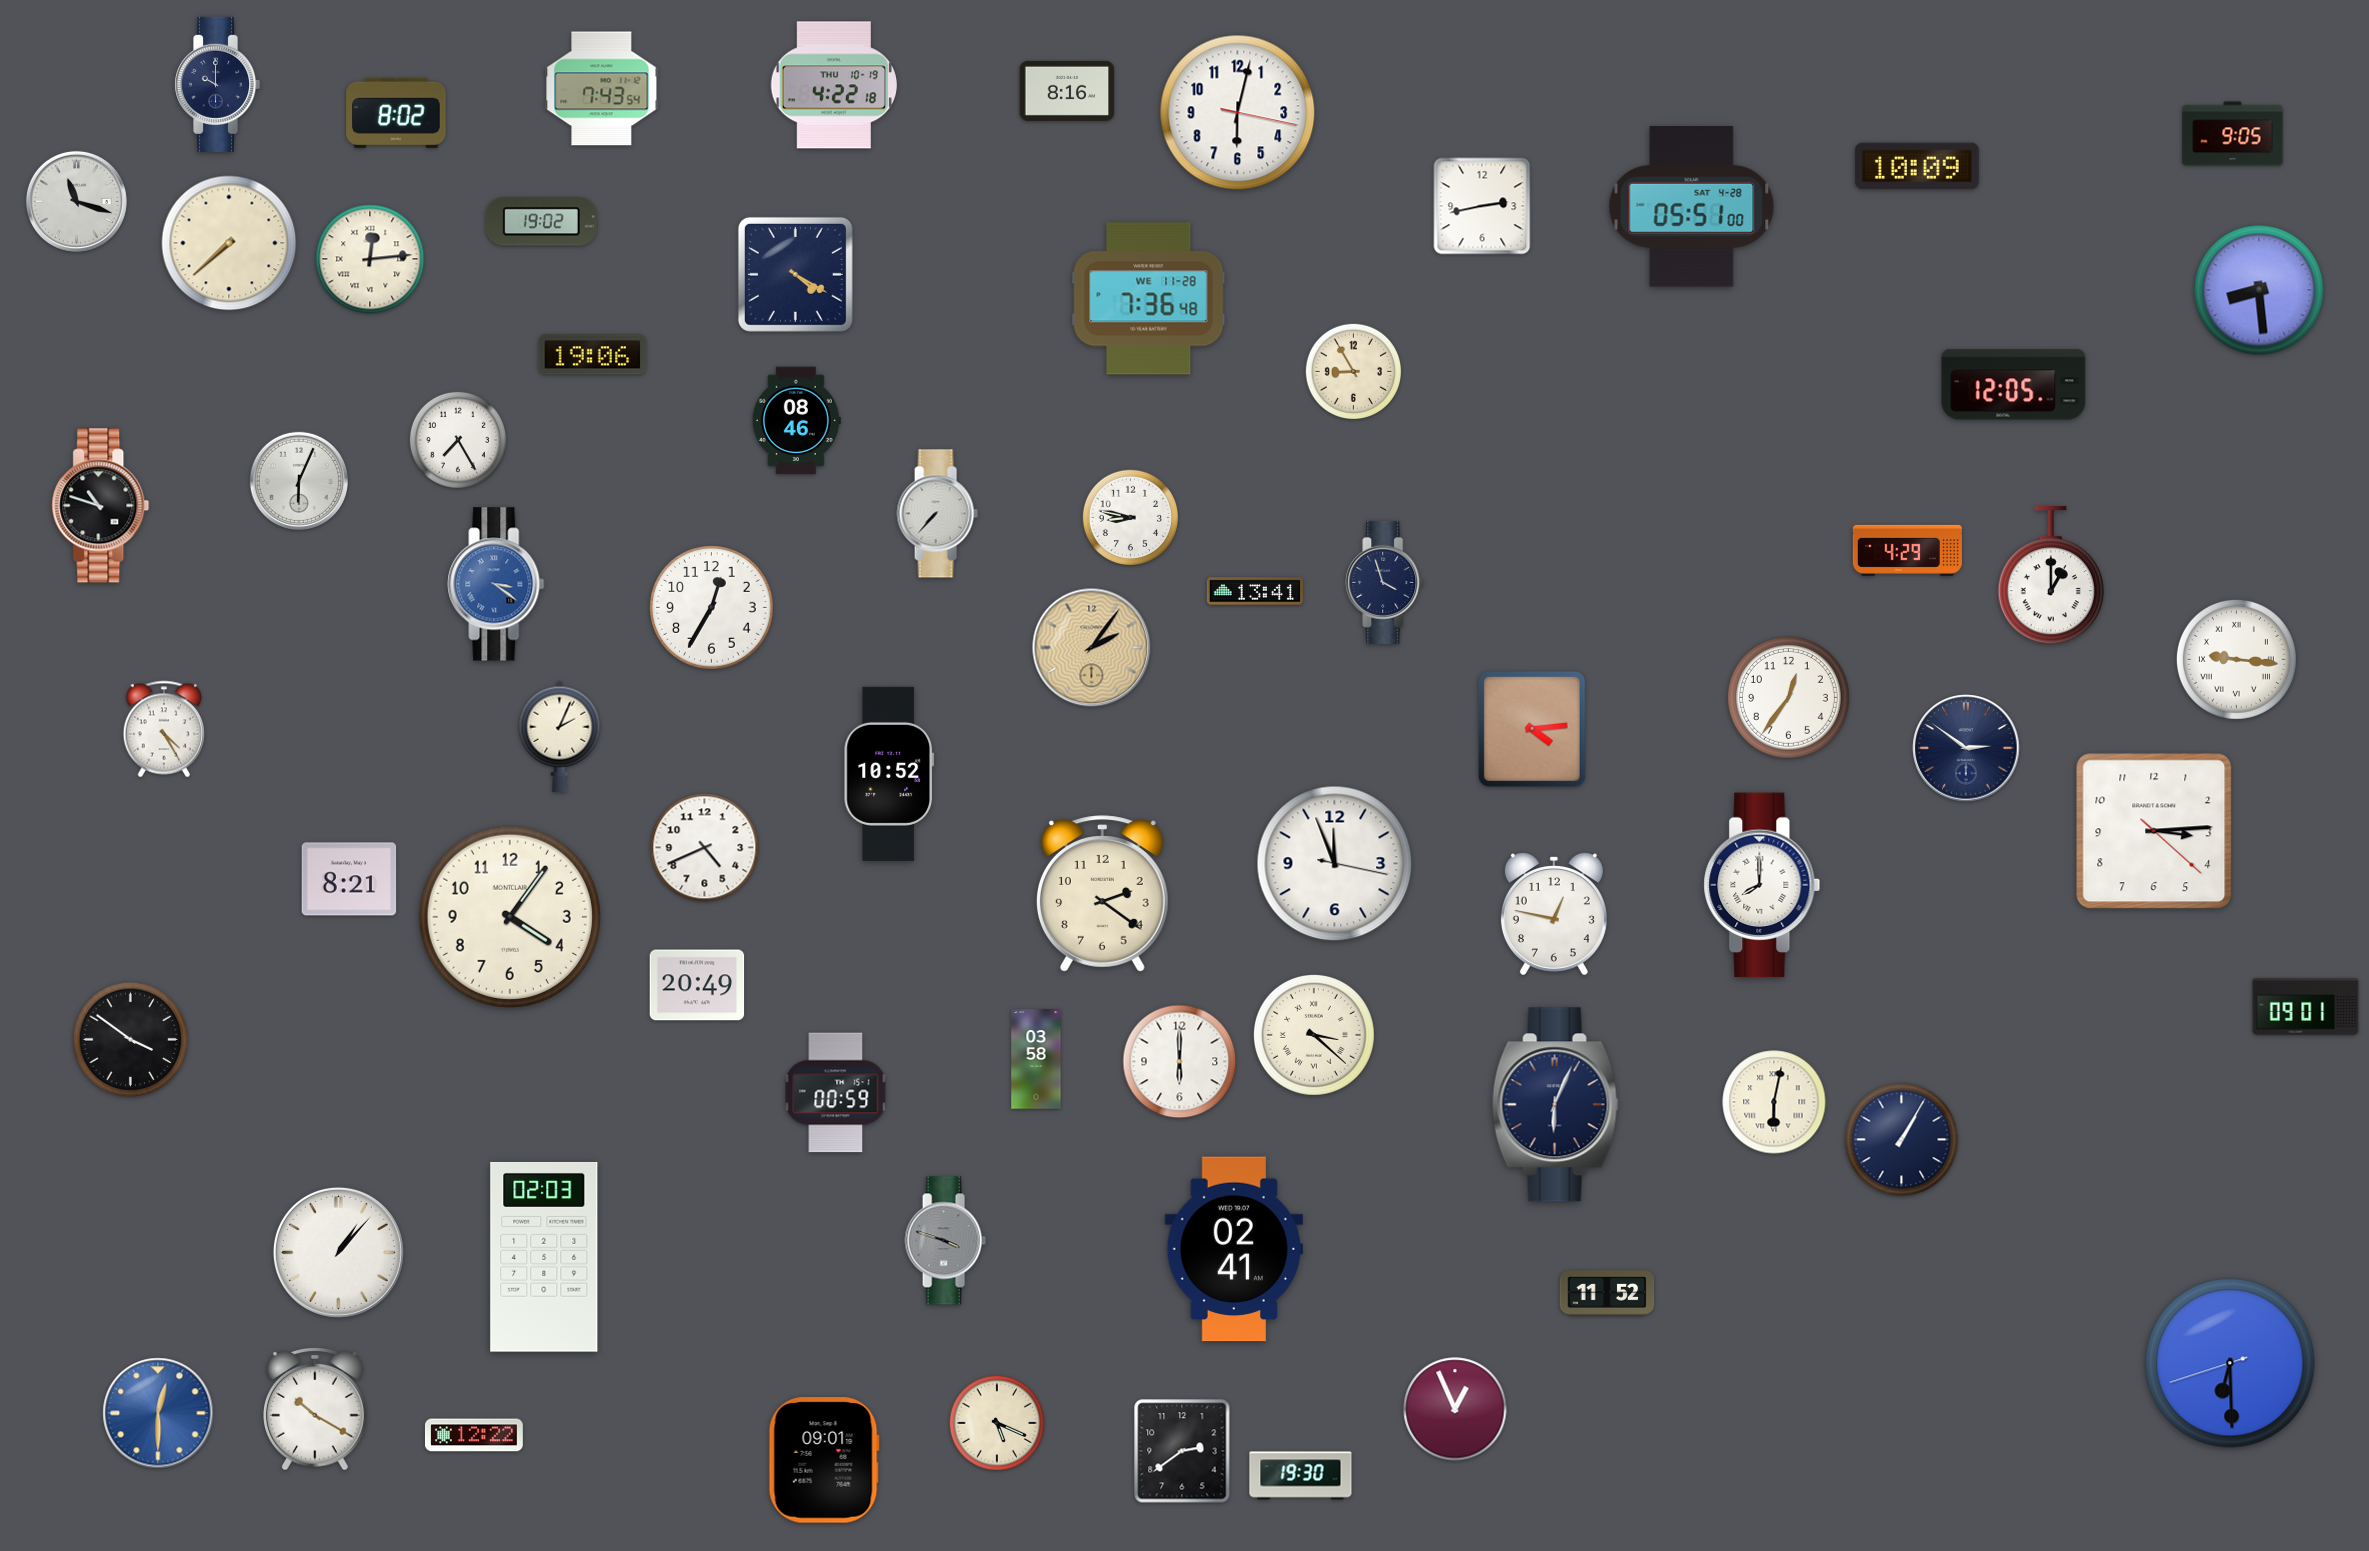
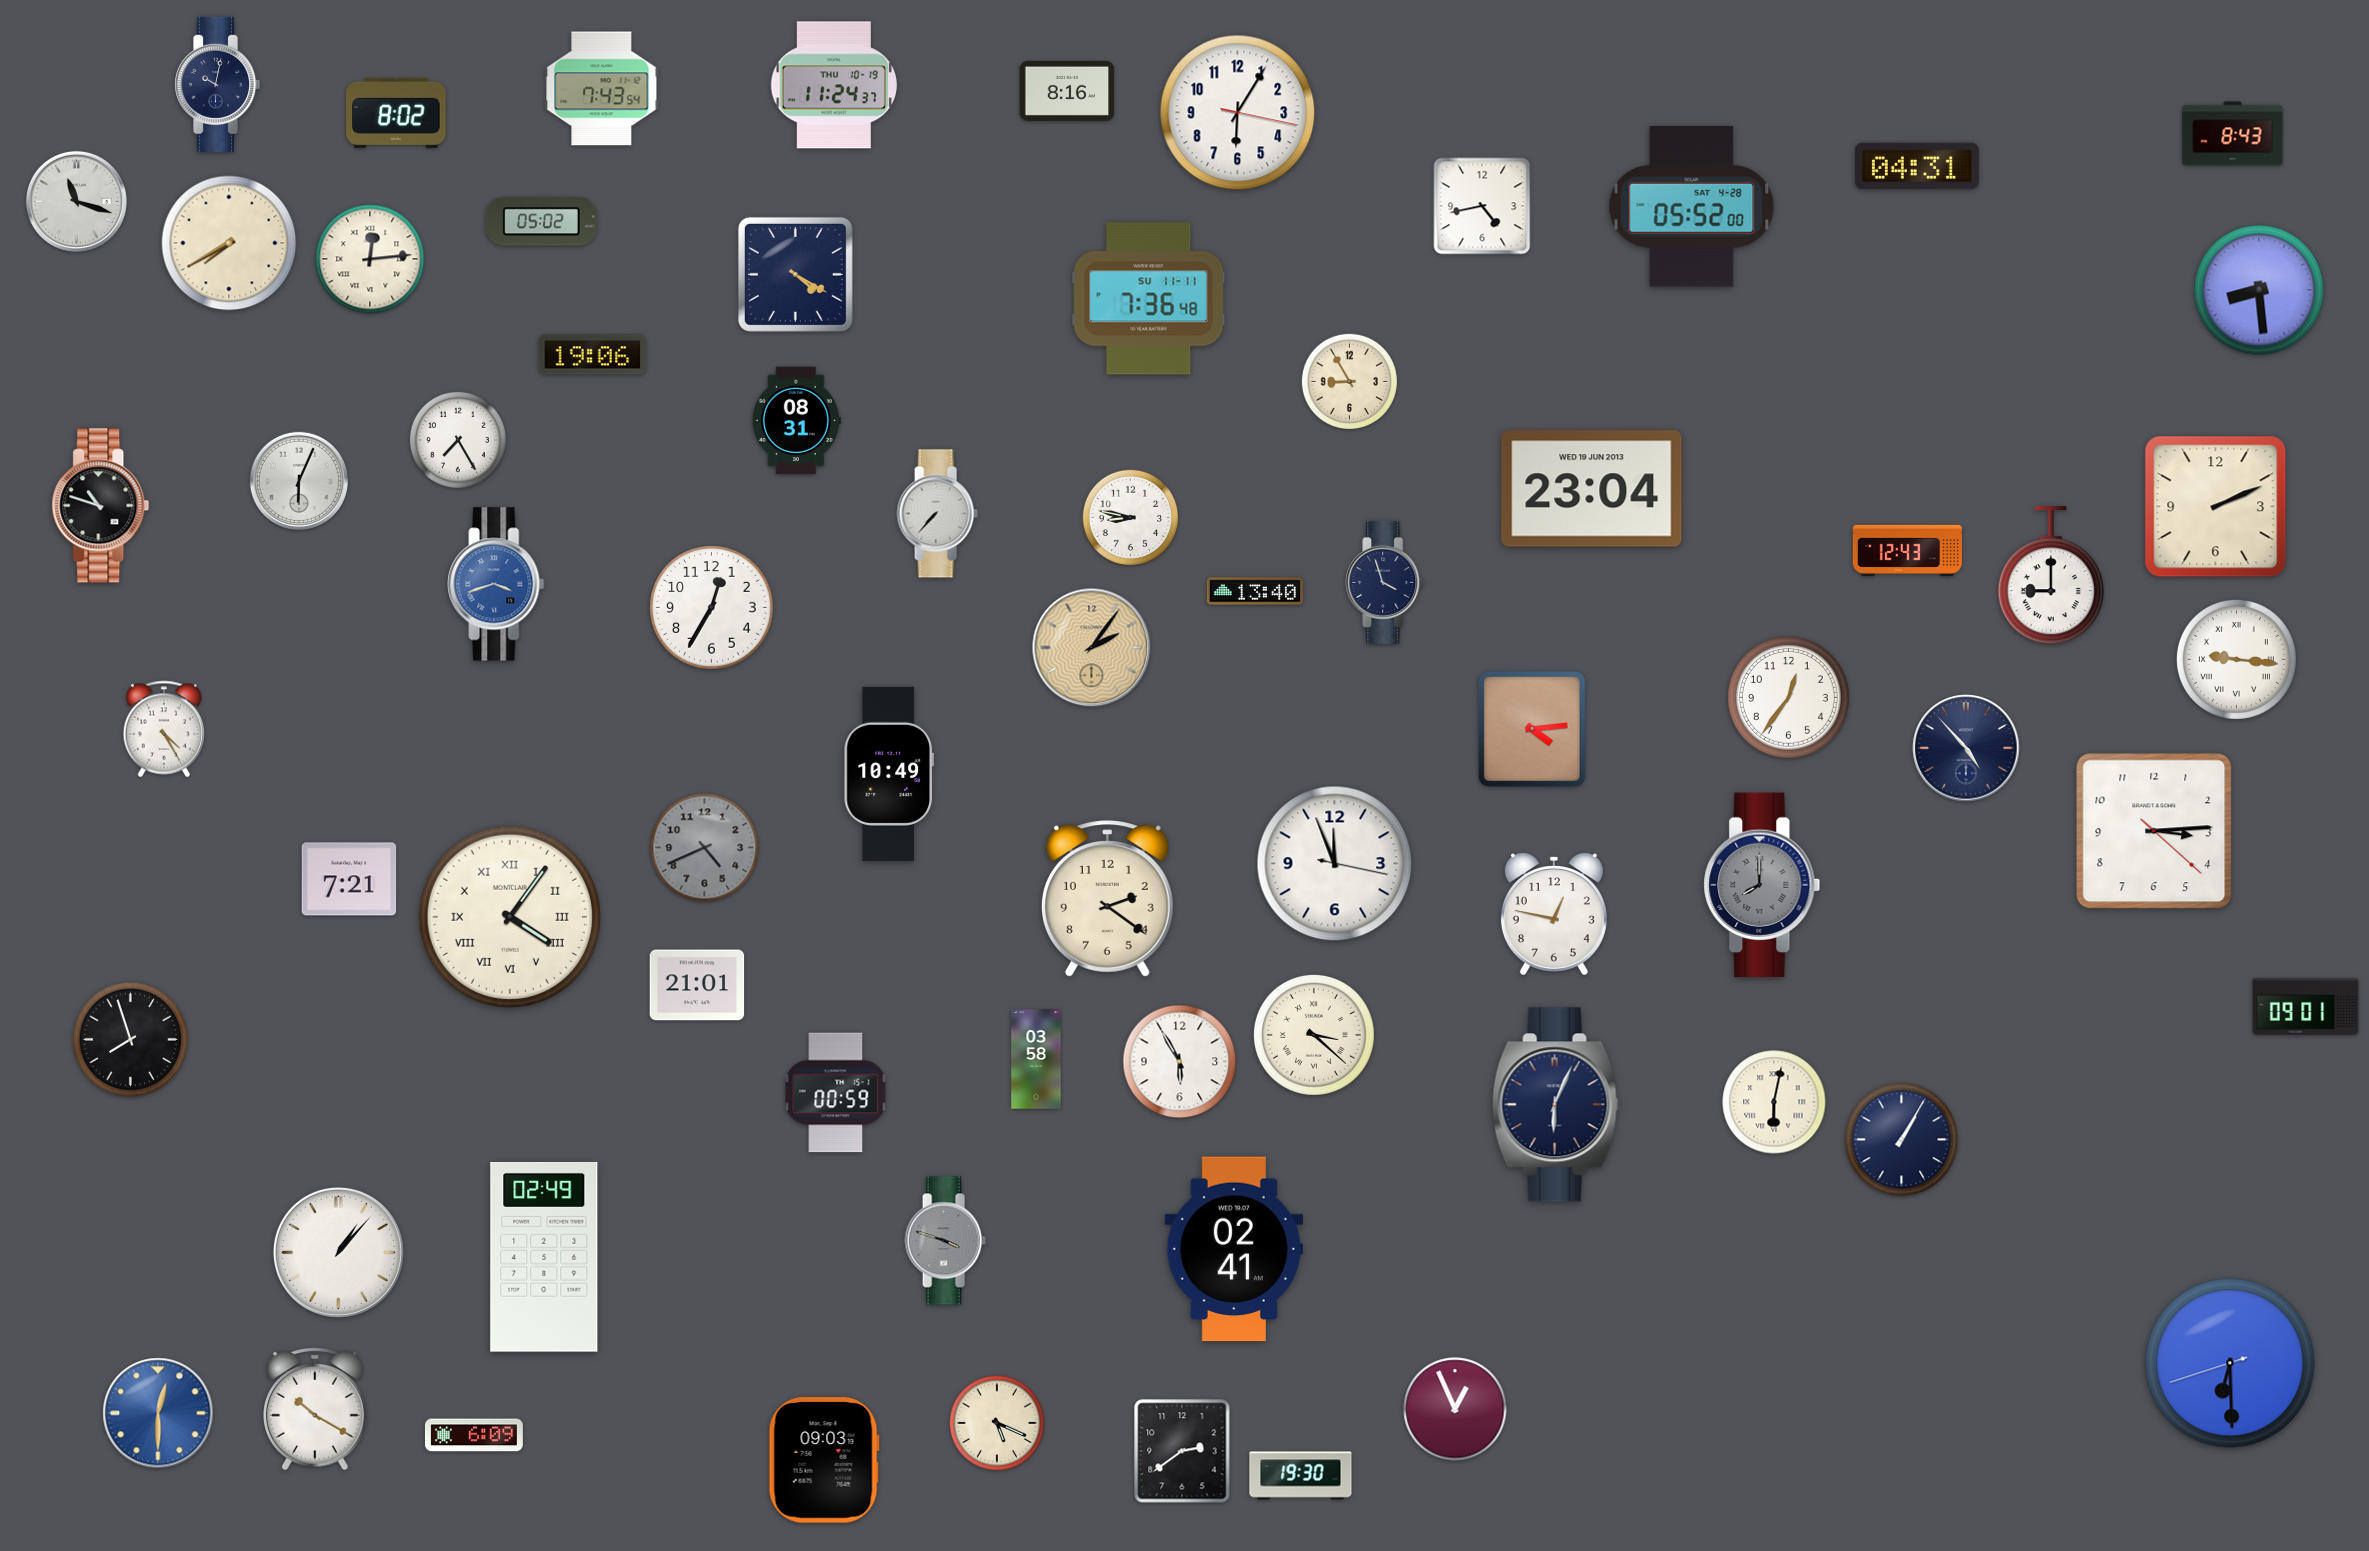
clock at (218, 84): 10:00 -> 10:02
clock at (834, 85): 4:22 -> 11:24
clock at (1238, 113): 6:02 -> 6:05
clock at (2233, 134): 9:05 -> 8:43
clock at (1917, 166): 10:09 -> 04:31
clock at (1482, 206): 2:43 -> 4:43
clock at (1692, 207): 05:51 -> 05:52
clock at (541, 222): 19:02 -> 05:02
clock at (229, 243): 7:38 -> 7:40
clock at (1149, 299) date: WE 11-28 -> SU 11-11
clock at (1353, 371) position: (1353, 371) -> (1349, 381)
clock at (2014, 385): 12:05 -> none
clock at (796, 421): 08:46 -> 08:31
clock at (1592, 489): none -> 23:04
clock at (2216, 507): none -> 2:11
clock at (1907, 550): 4:29 -> 12:43
clock at (2051, 576): 1:00 -> 9:00
clock at (496, 584): 3:21 -> 3:42
clock at (1255, 591): 13:41 -> 13:40
clock at (560, 736): 2:04 -> none
clock at (1966, 748): 2:51 -> 4:53
clock at (888, 774): 10:52 -> 10:49
clock at (705, 848) dial: white -> grey
clock at (349, 879): 8:21 -> 7:21
clock at (1762, 885) dial: white -> grey
clock at (1102, 894) position: (1102, 894) -> (1107, 899)
clock at (510, 917) numerals: Arabic -> Roman
clock at (697, 985): 20:49 -> 21:01
clock at (131, 1040): 3:51 -> 7:57
clock at (1180, 1062): 6:00 -> 5:55
clock at (544, 1257): 02:03 -> 02:49
clock at (1607, 1293): 11:52 -> none
clock at (474, 1435): 12:22 -> 6:09
clock at (824, 1460): 09:01 -> 09:03
